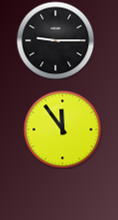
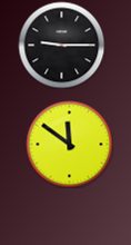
clock at (62, 129): 11:54 -> 11:51
